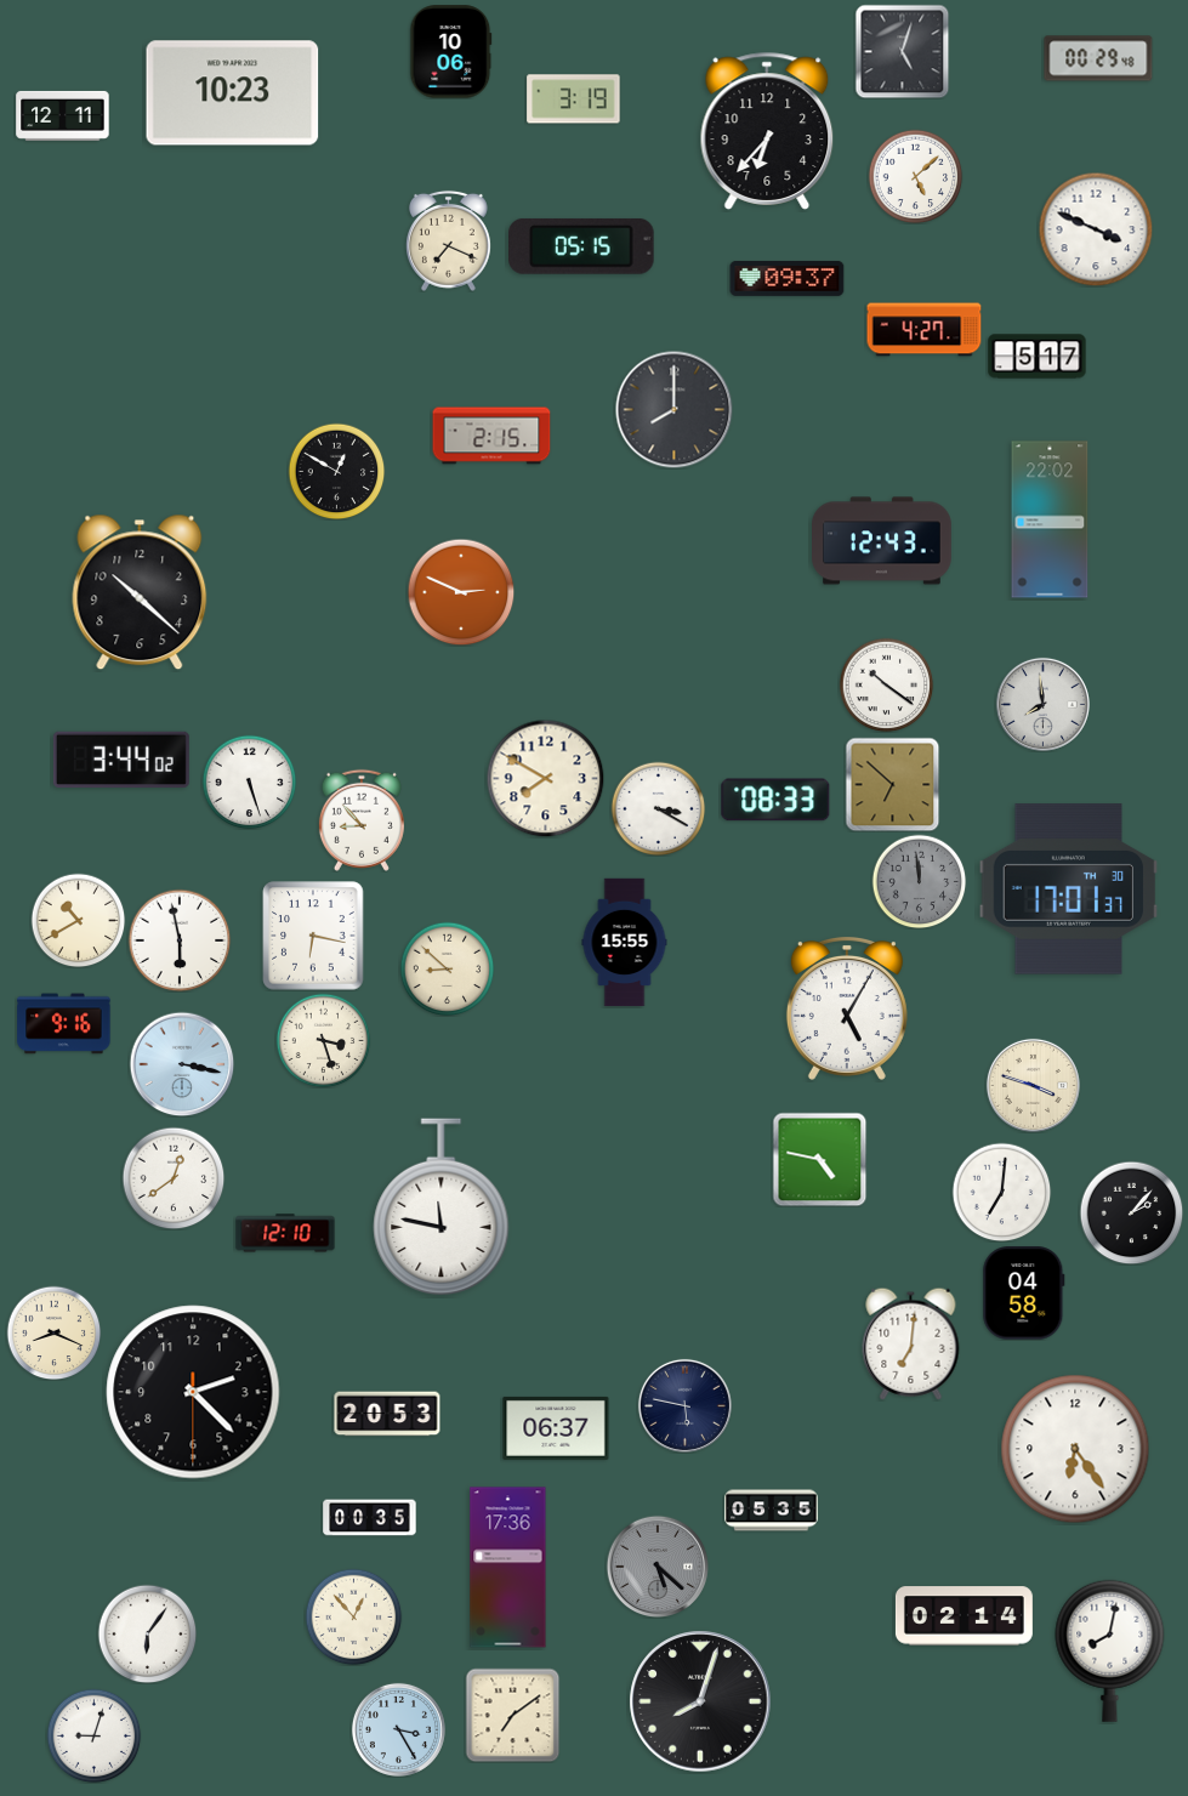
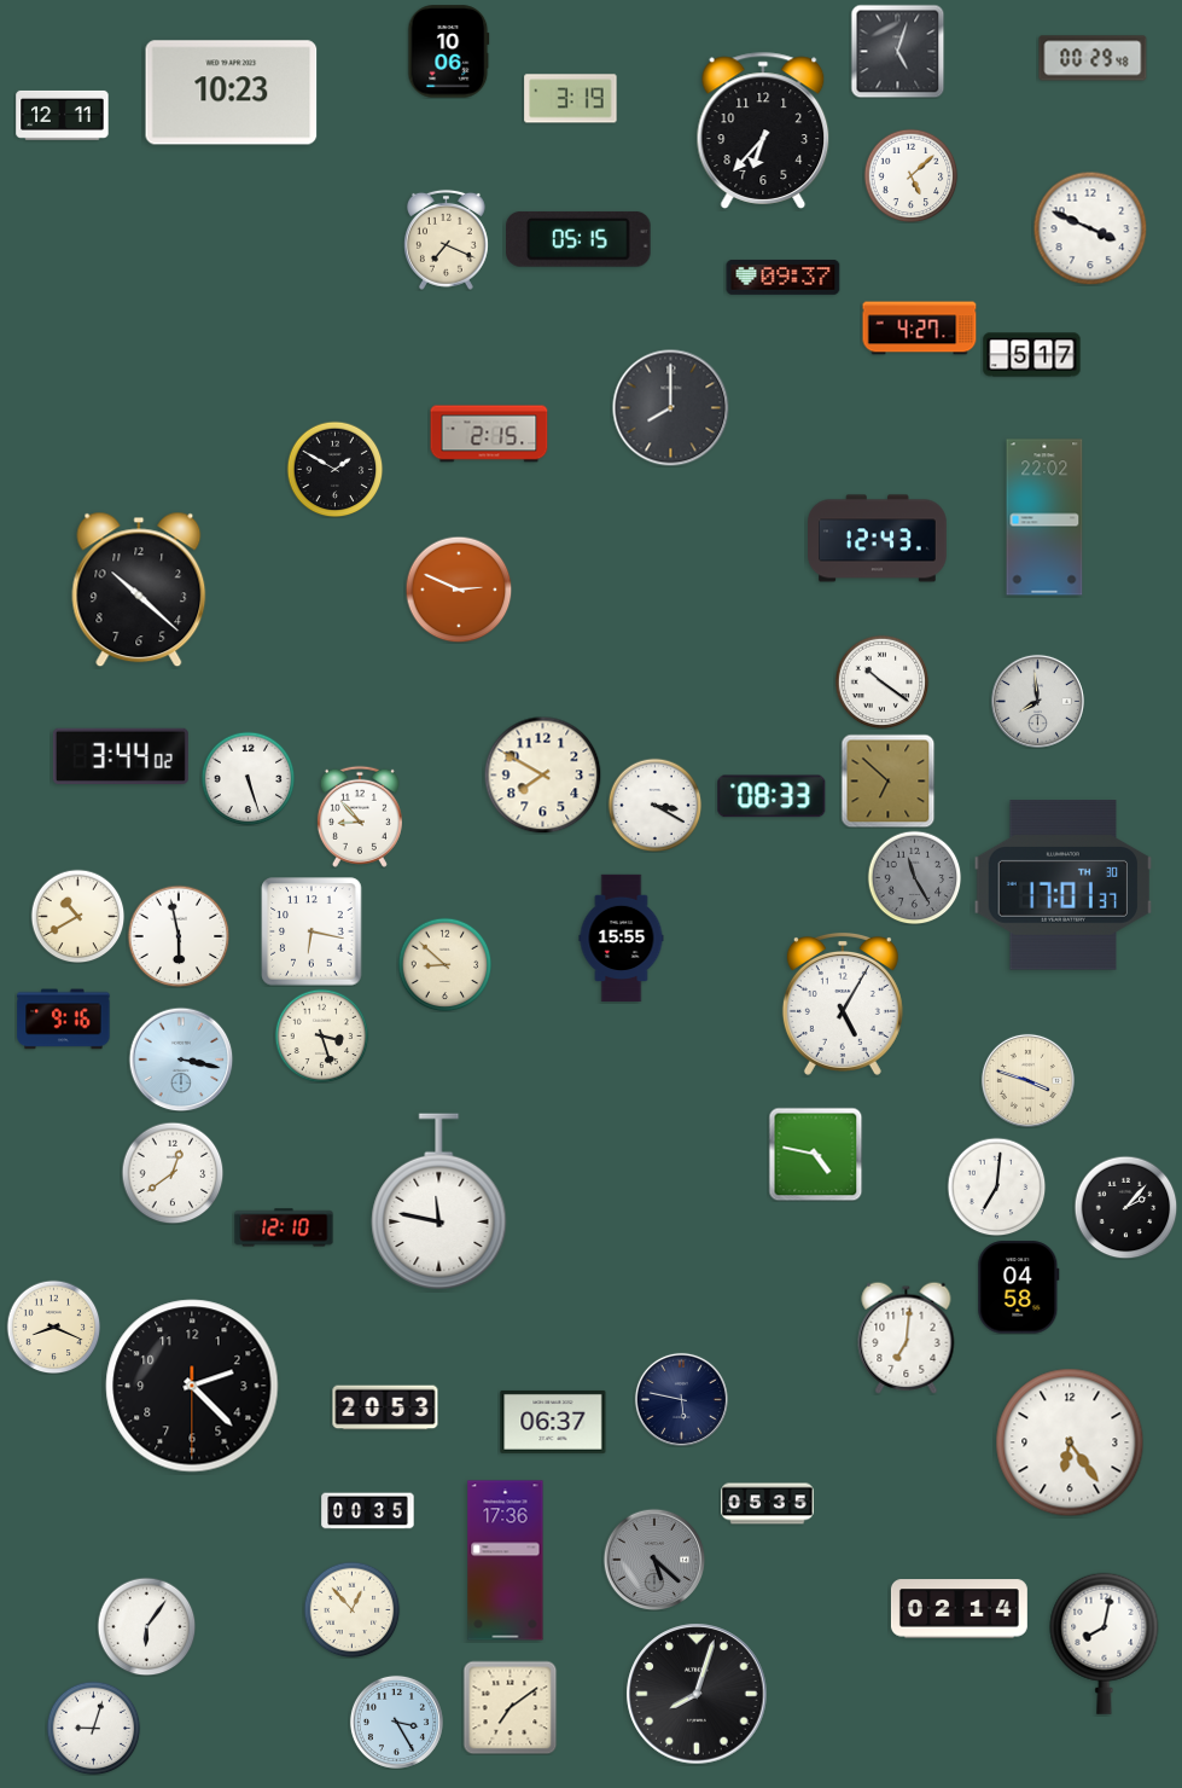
clock at (582, 246) position: (582, 246) -> (580, 239)
clock at (336, 471): 12:50 -> 1:50
clock at (919, 881): 11:59 -> 11:25
